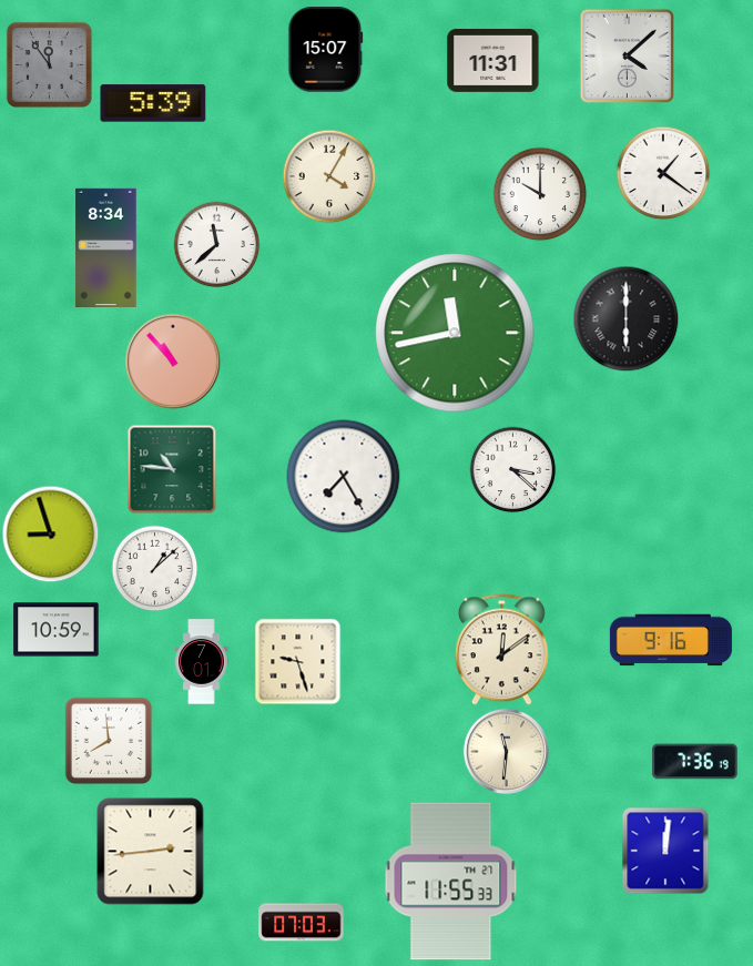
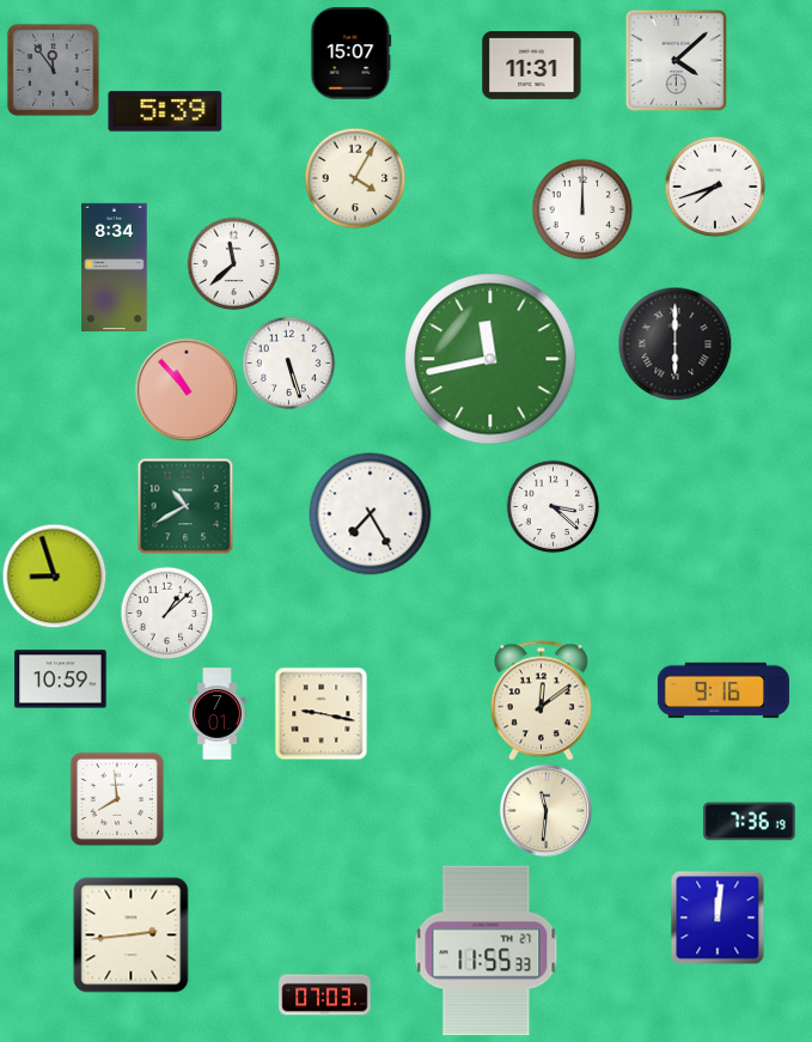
clock at (663, 173): 1:21 -> 7:42
clock at (329, 176) position: (329, 176) -> (355, 178)
clock at (540, 194): 10:00 -> 12:00
clock at (288, 362): none -> 5:27
clock at (172, 469): 10:46 -> 10:40
clock at (297, 661): 9:27 -> 9:17
clock at (151, 852) position: (151, 852) -> (132, 936)
